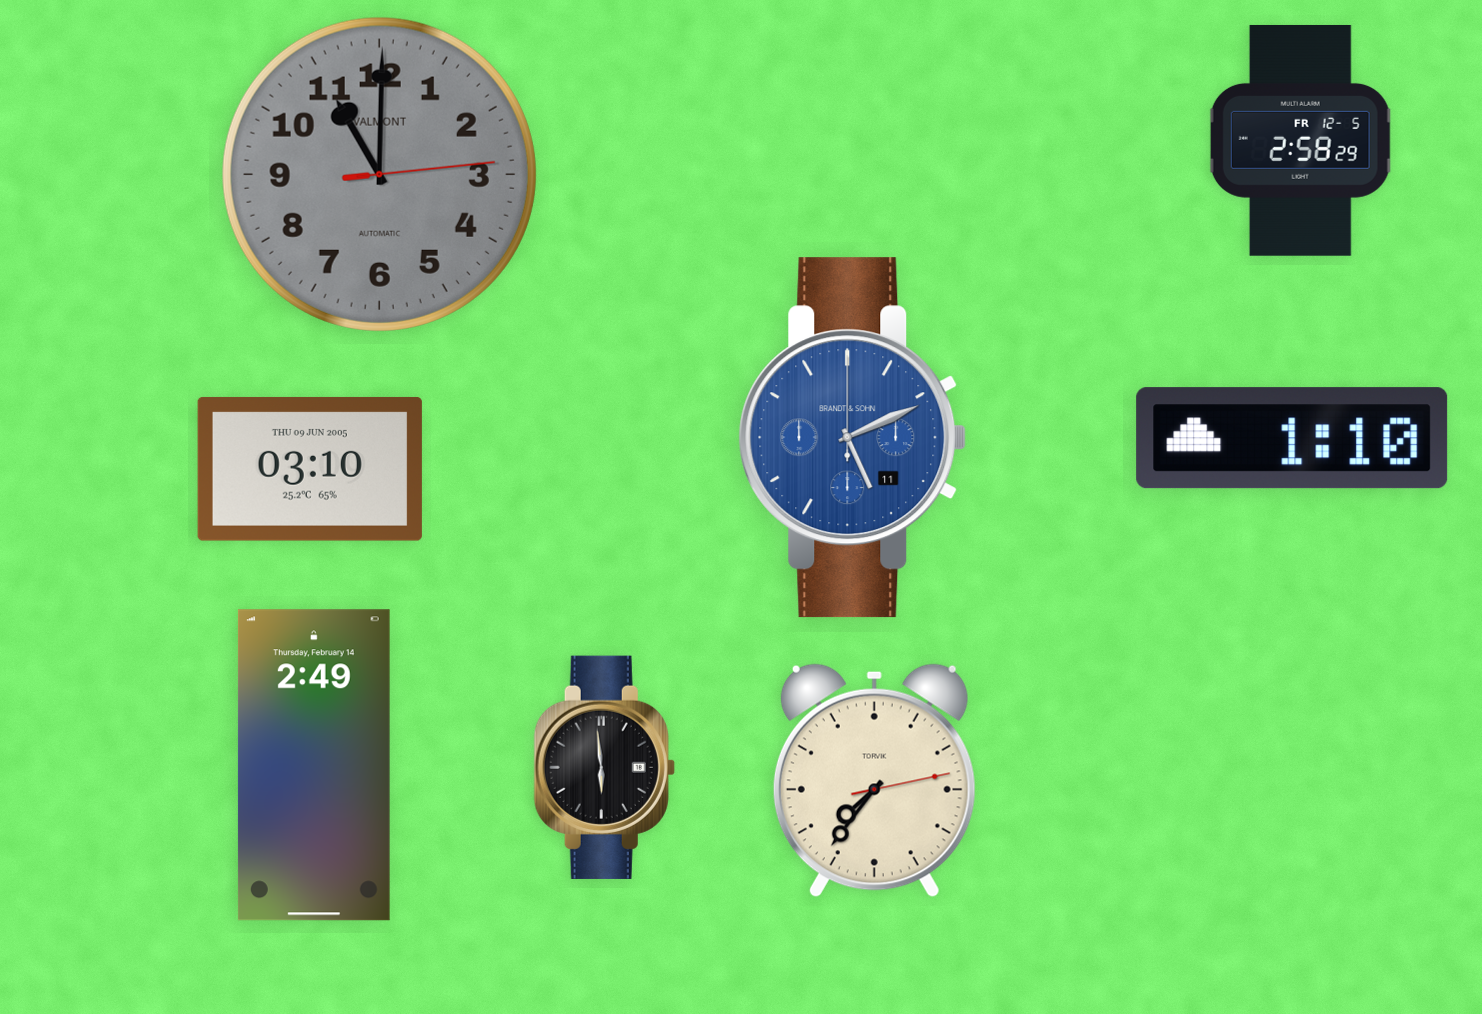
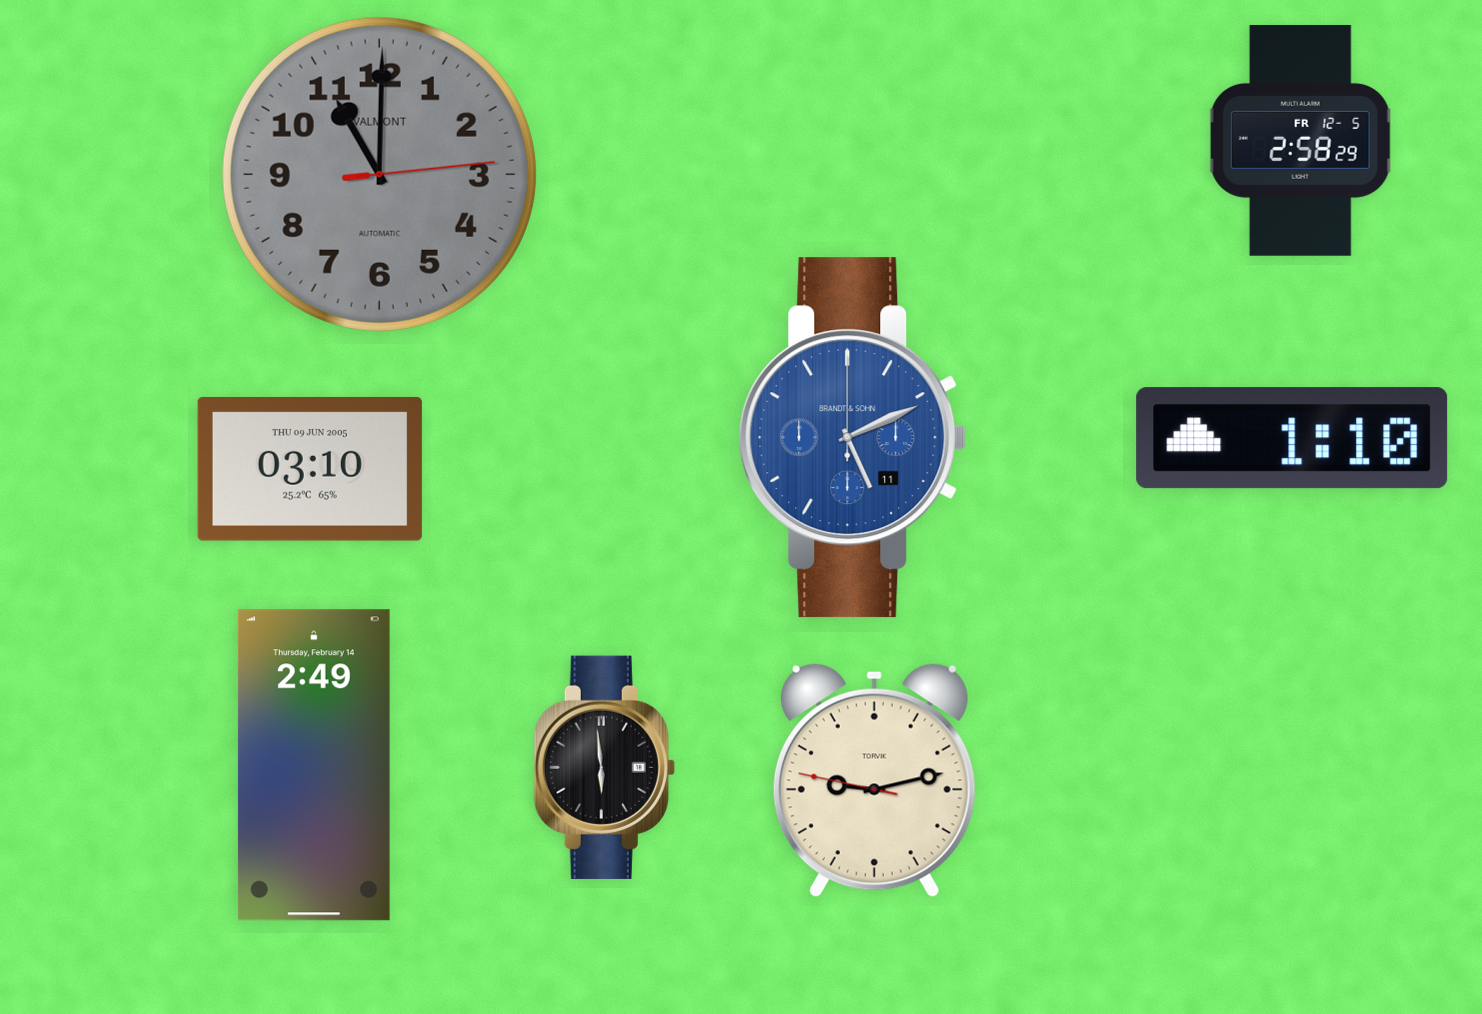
clock at (874, 781): 7:36 -> 9:12
